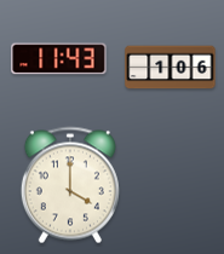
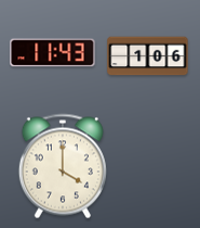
clock at (171, 68) position: (171, 68) -> (148, 56)
